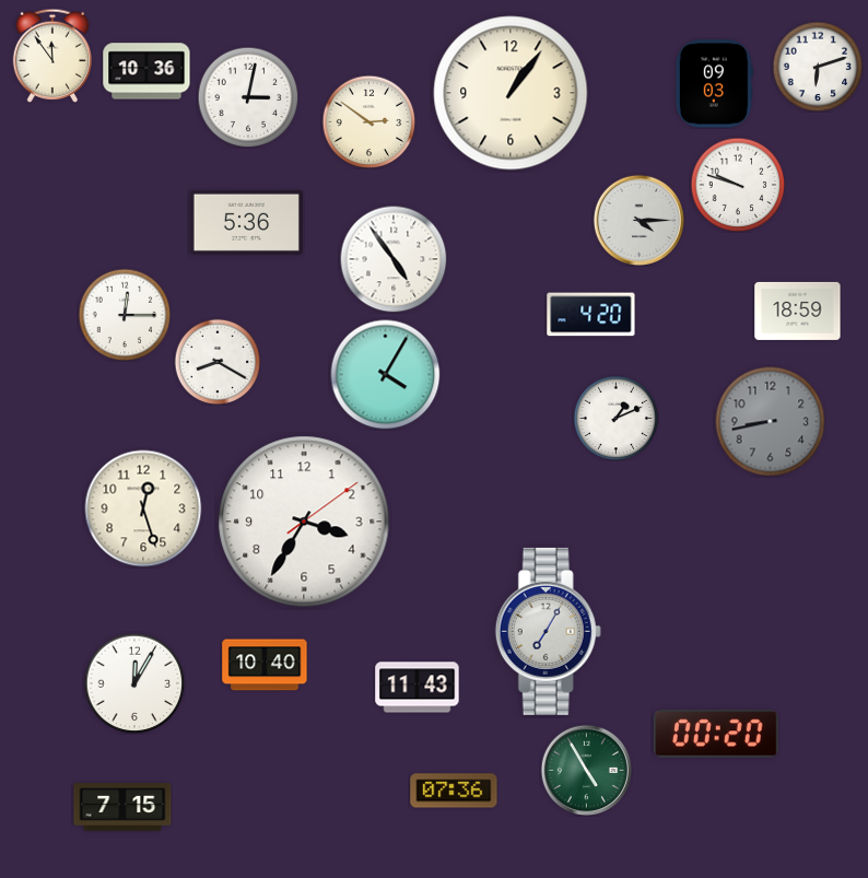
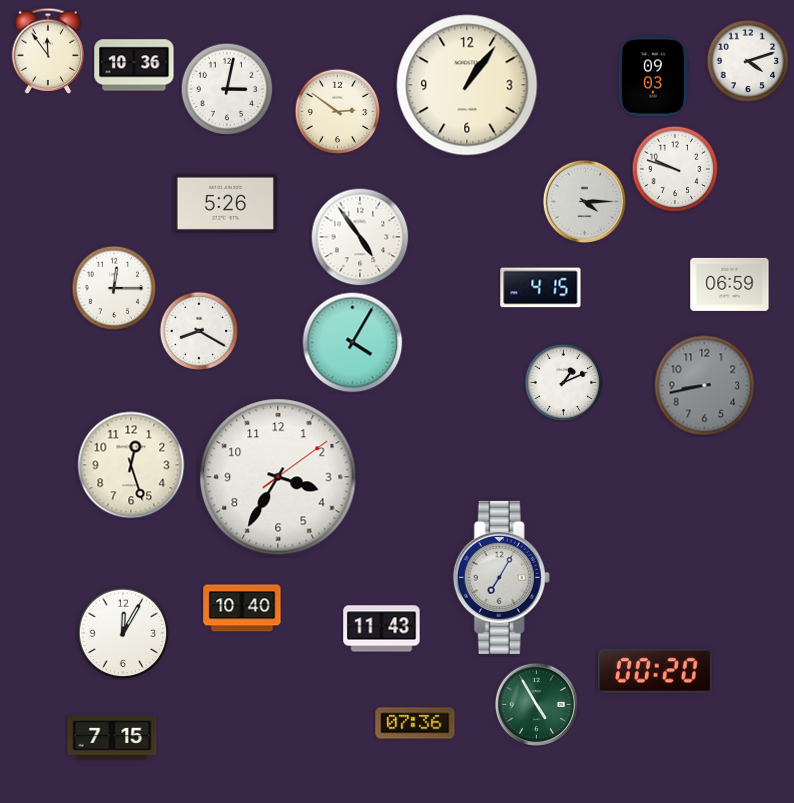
clock at (818, 67): 6:12 -> 4:12
clock at (246, 222): 5:36 -> 5:26
clock at (798, 311): 18:59 -> 06:59
clock at (591, 315): 4:20 -> 4:15
clock at (134, 683) position: (134, 683) -> (123, 633)
